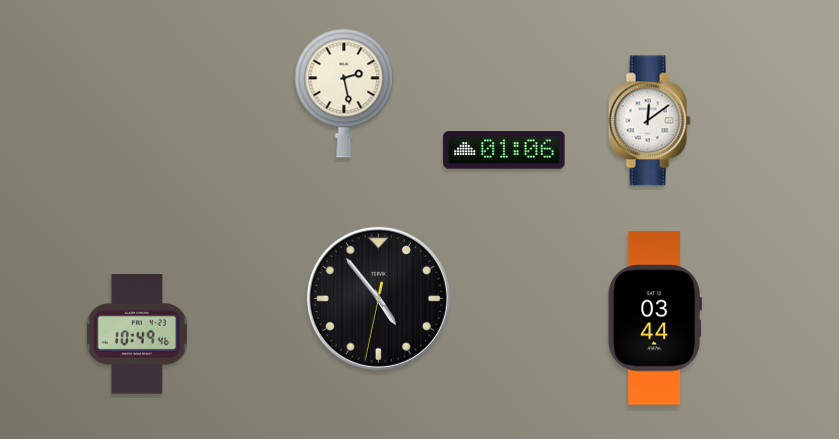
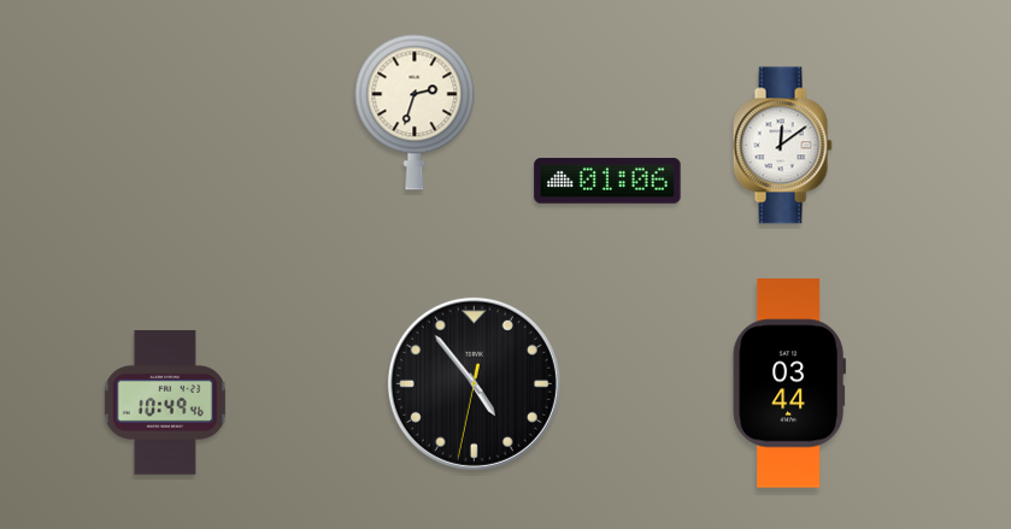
clock at (344, 93): 2:28 -> 2:33
clock at (378, 298) position: (378, 298) -> (474, 383)
